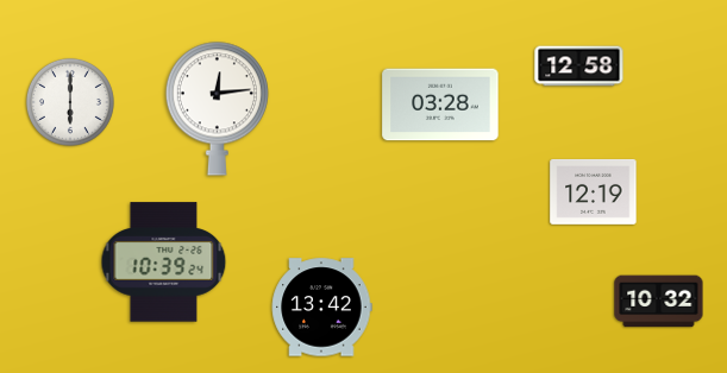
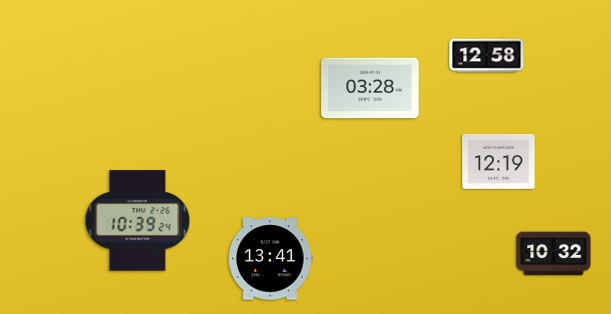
clock at (70, 102): 6:00 -> none
clock at (217, 108): 12:14 -> none
clock at (321, 308): 13:42 -> 13:41
